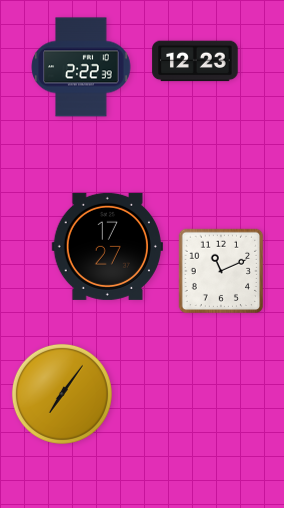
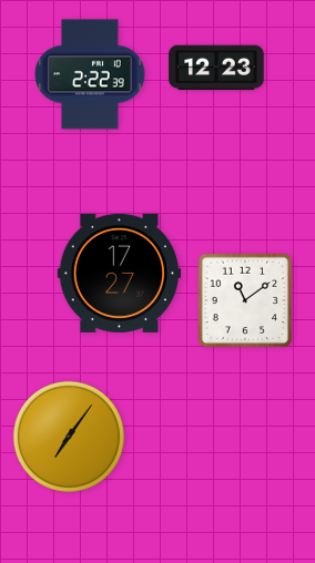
clock at (221, 271): 11:11 -> 11:09
